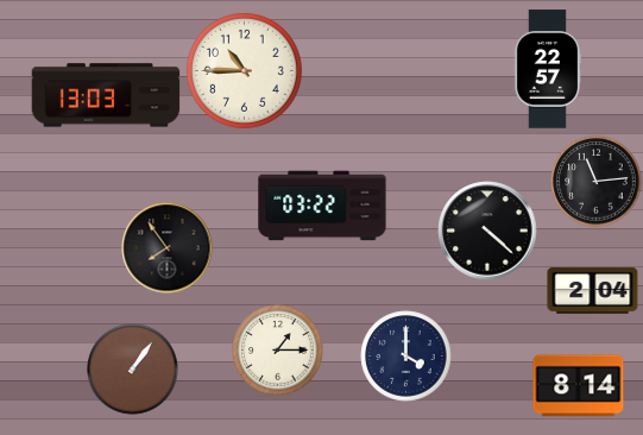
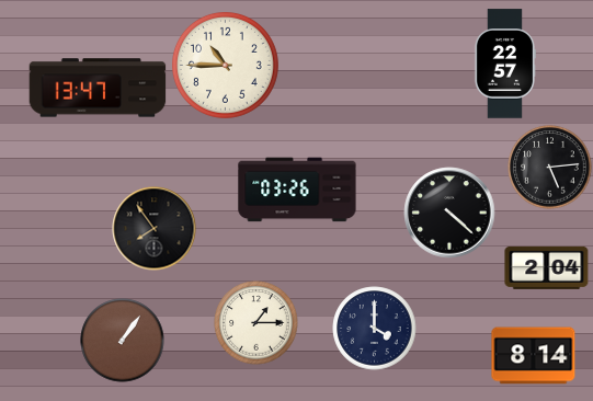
clock at (106, 95): 13:03 -> 13:47
clock at (597, 182): 11:14 -> 5:14
clock at (322, 206): 03:22 -> 03:26
